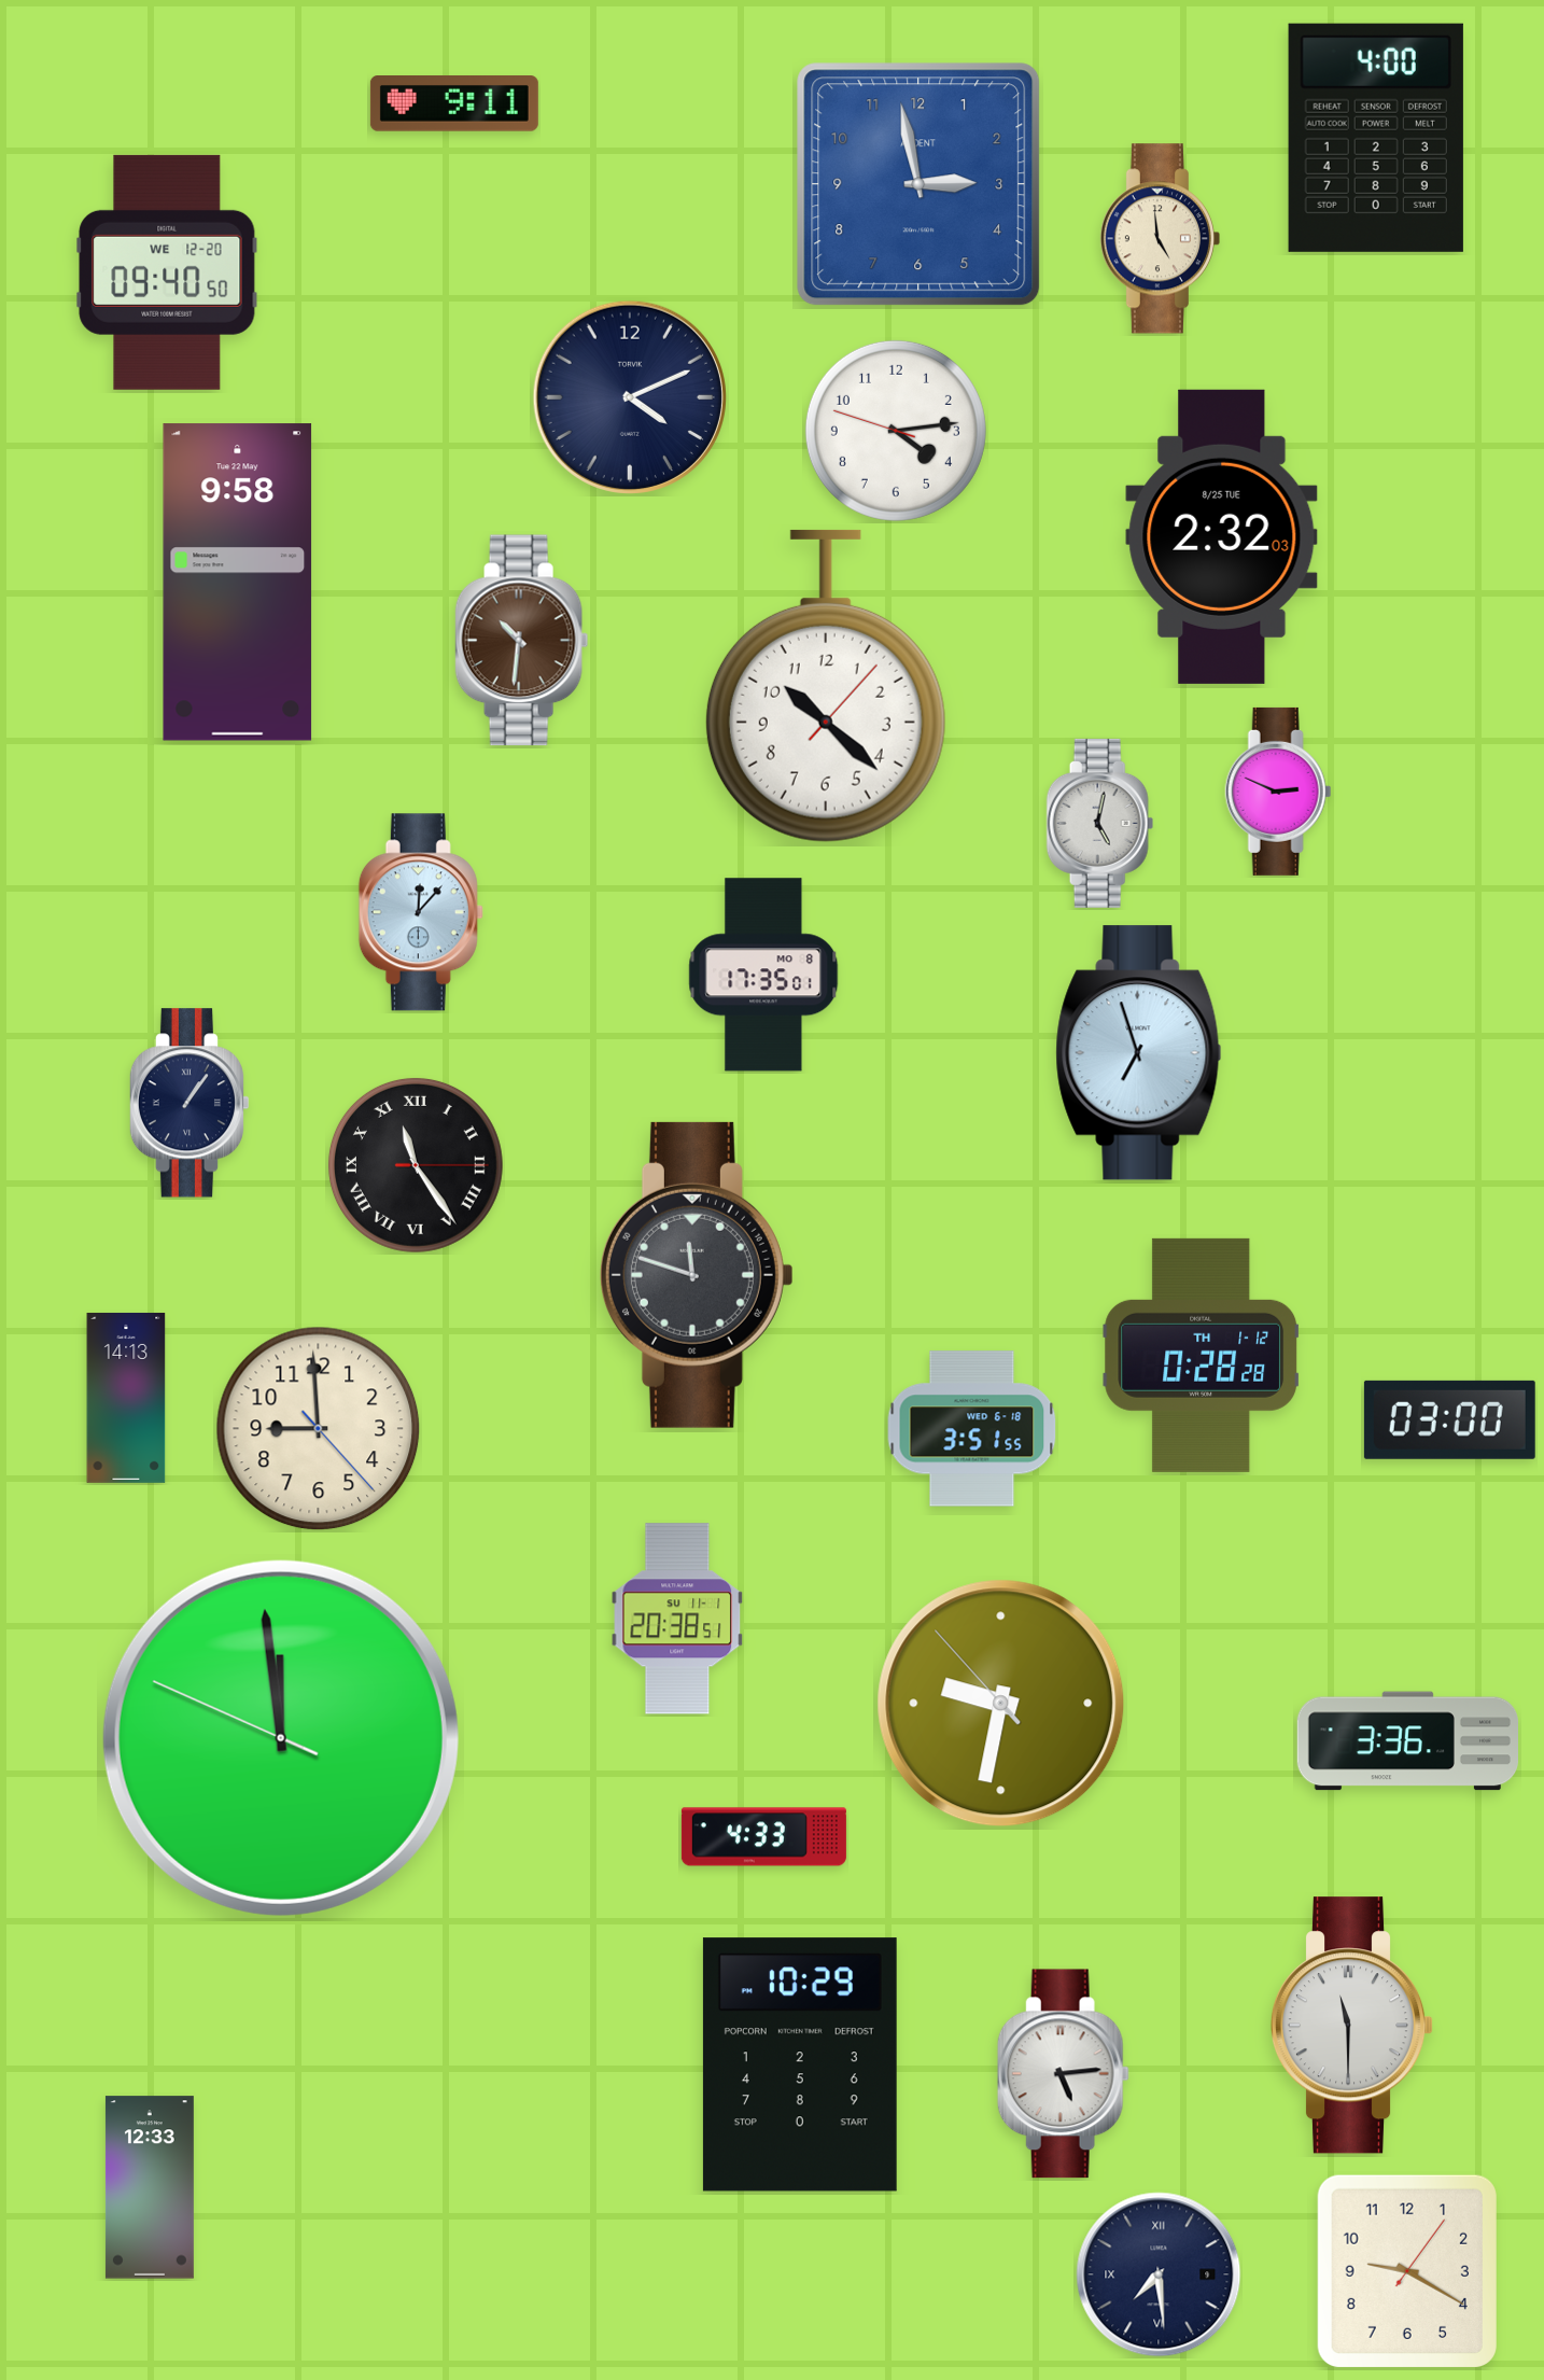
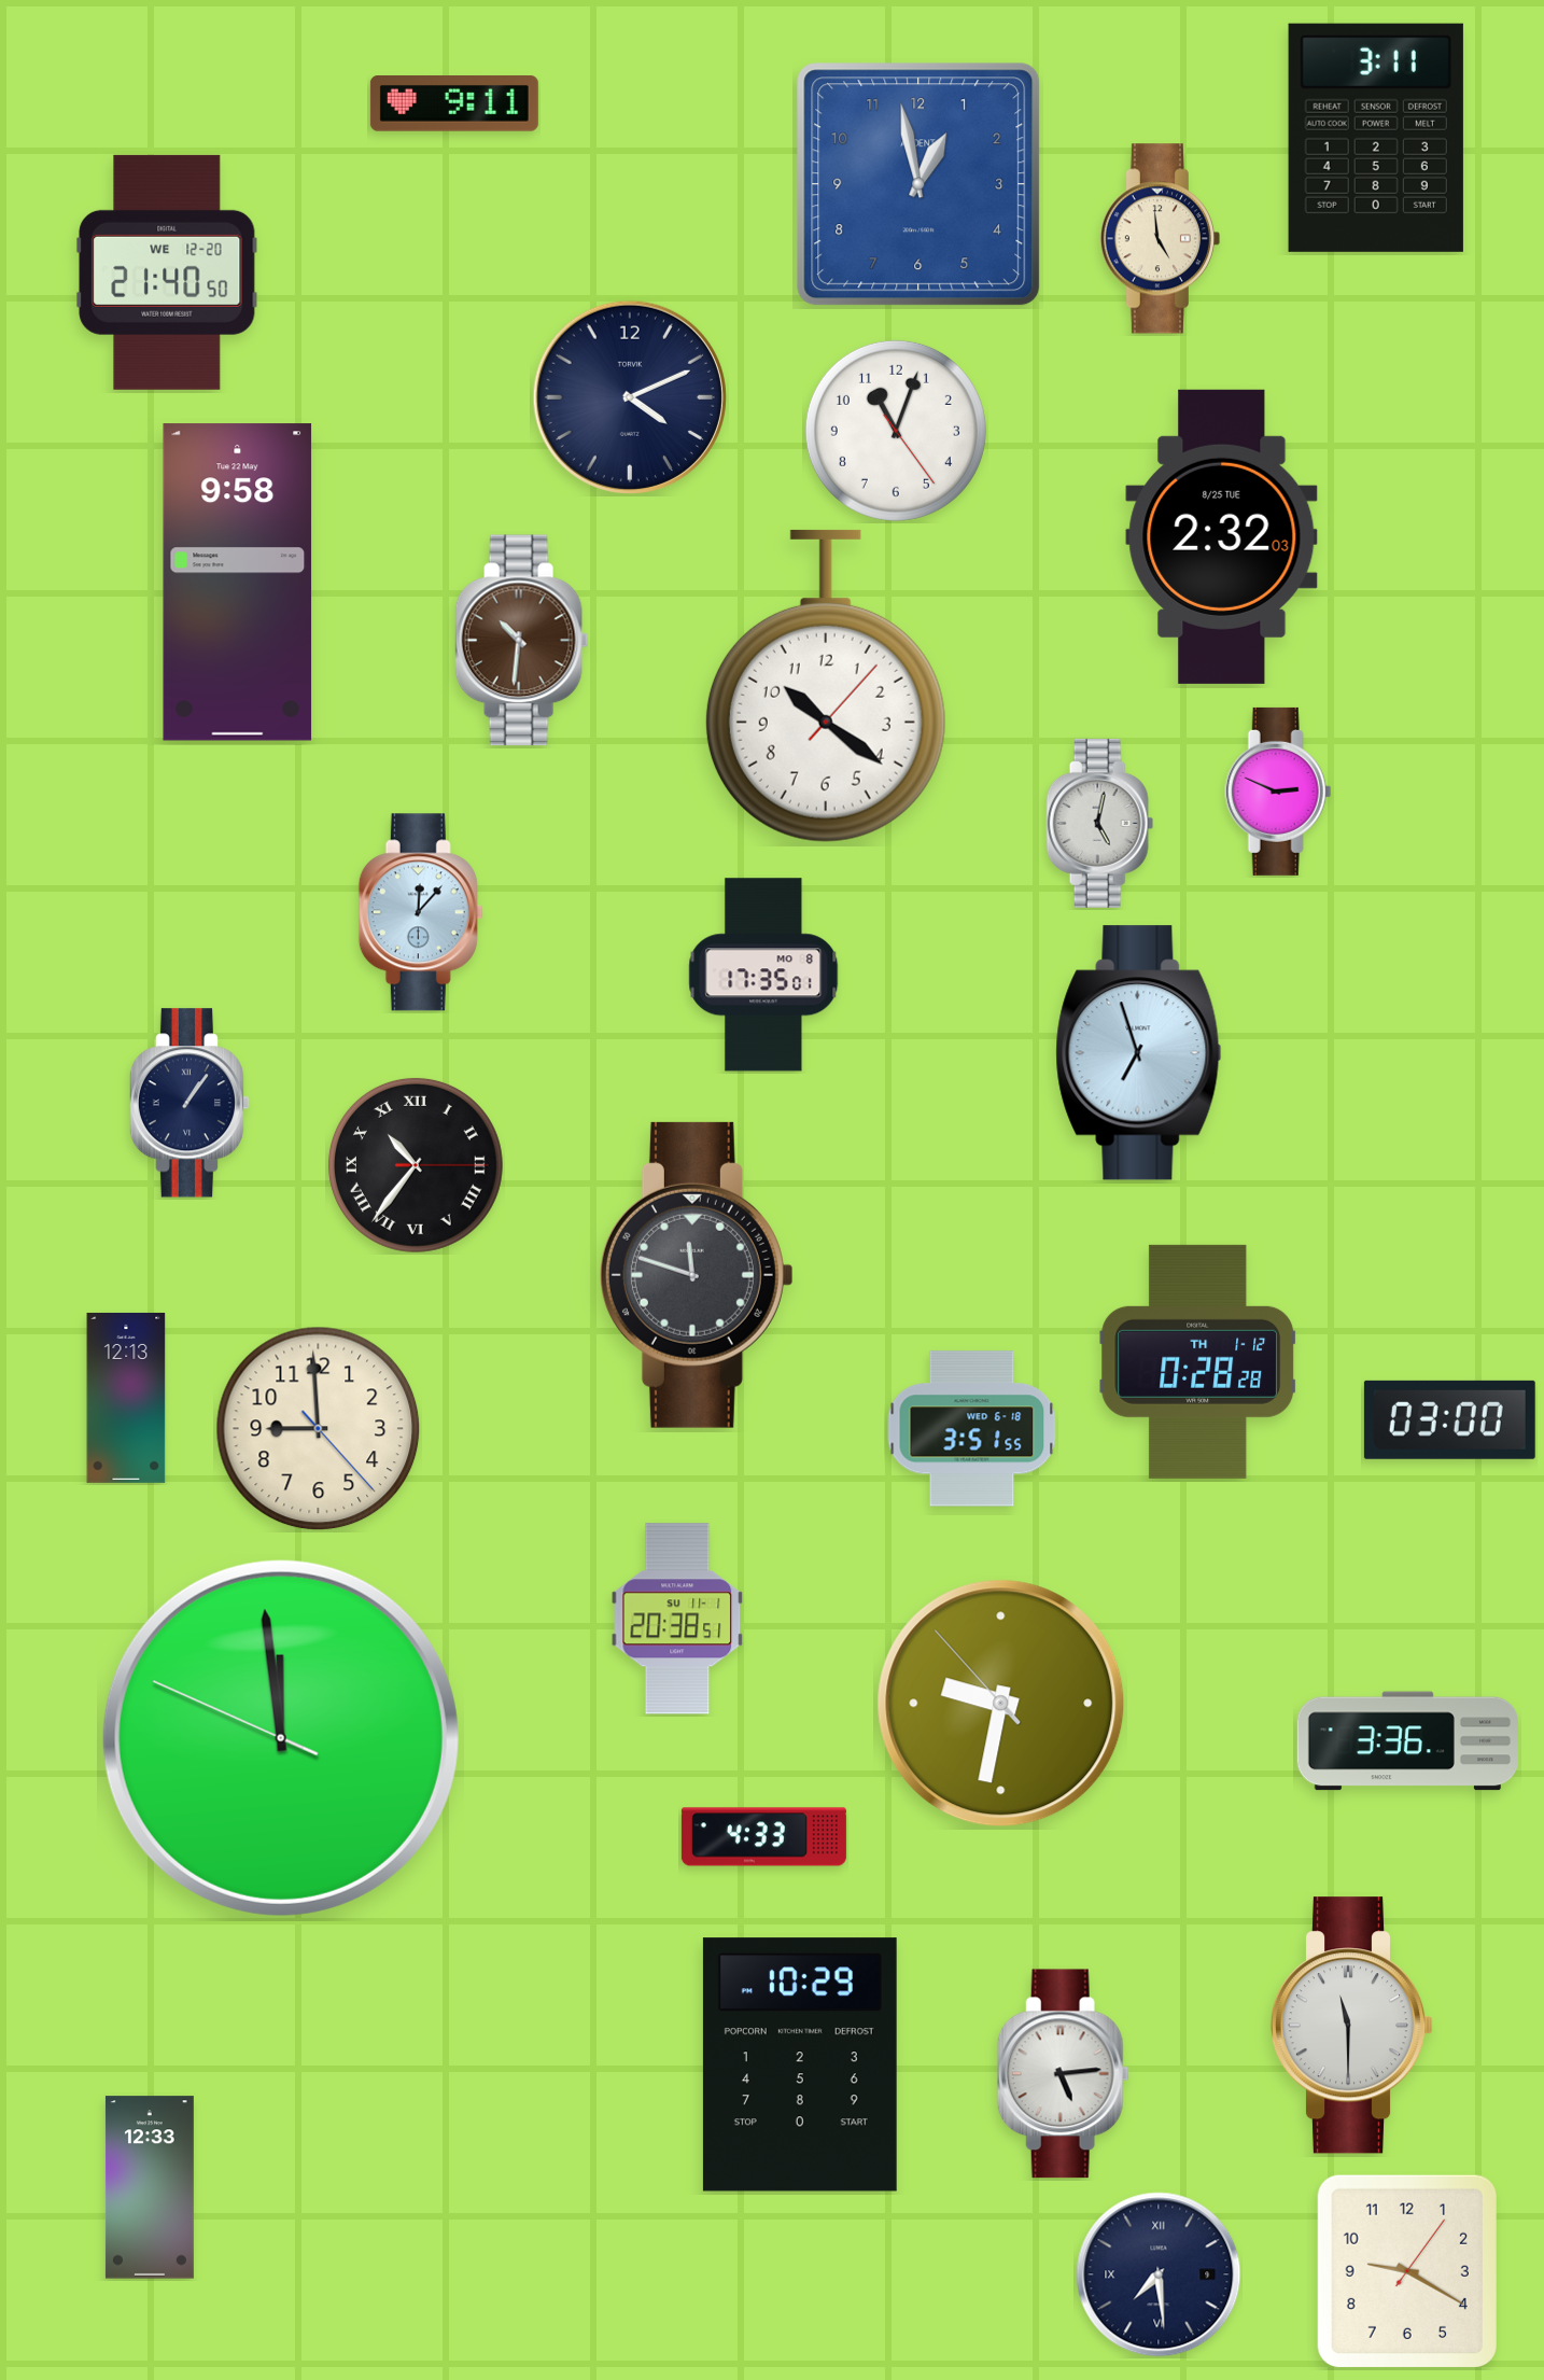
clock at (1376, 138): 4:00 -> 3:11
clock at (918, 184): 2:58 -> 12:58
clock at (167, 272): 09:40 -> 21:40
clock at (896, 431): 4:13 -> 11:03
clock at (826, 686): 10:22 -> 10:21
clock at (416, 1165): 11:24 -> 10:36
clock at (1202, 1355) position: (1202, 1355) -> (1198, 1361)
clock at (126, 1398): 14:13 -> 12:13
